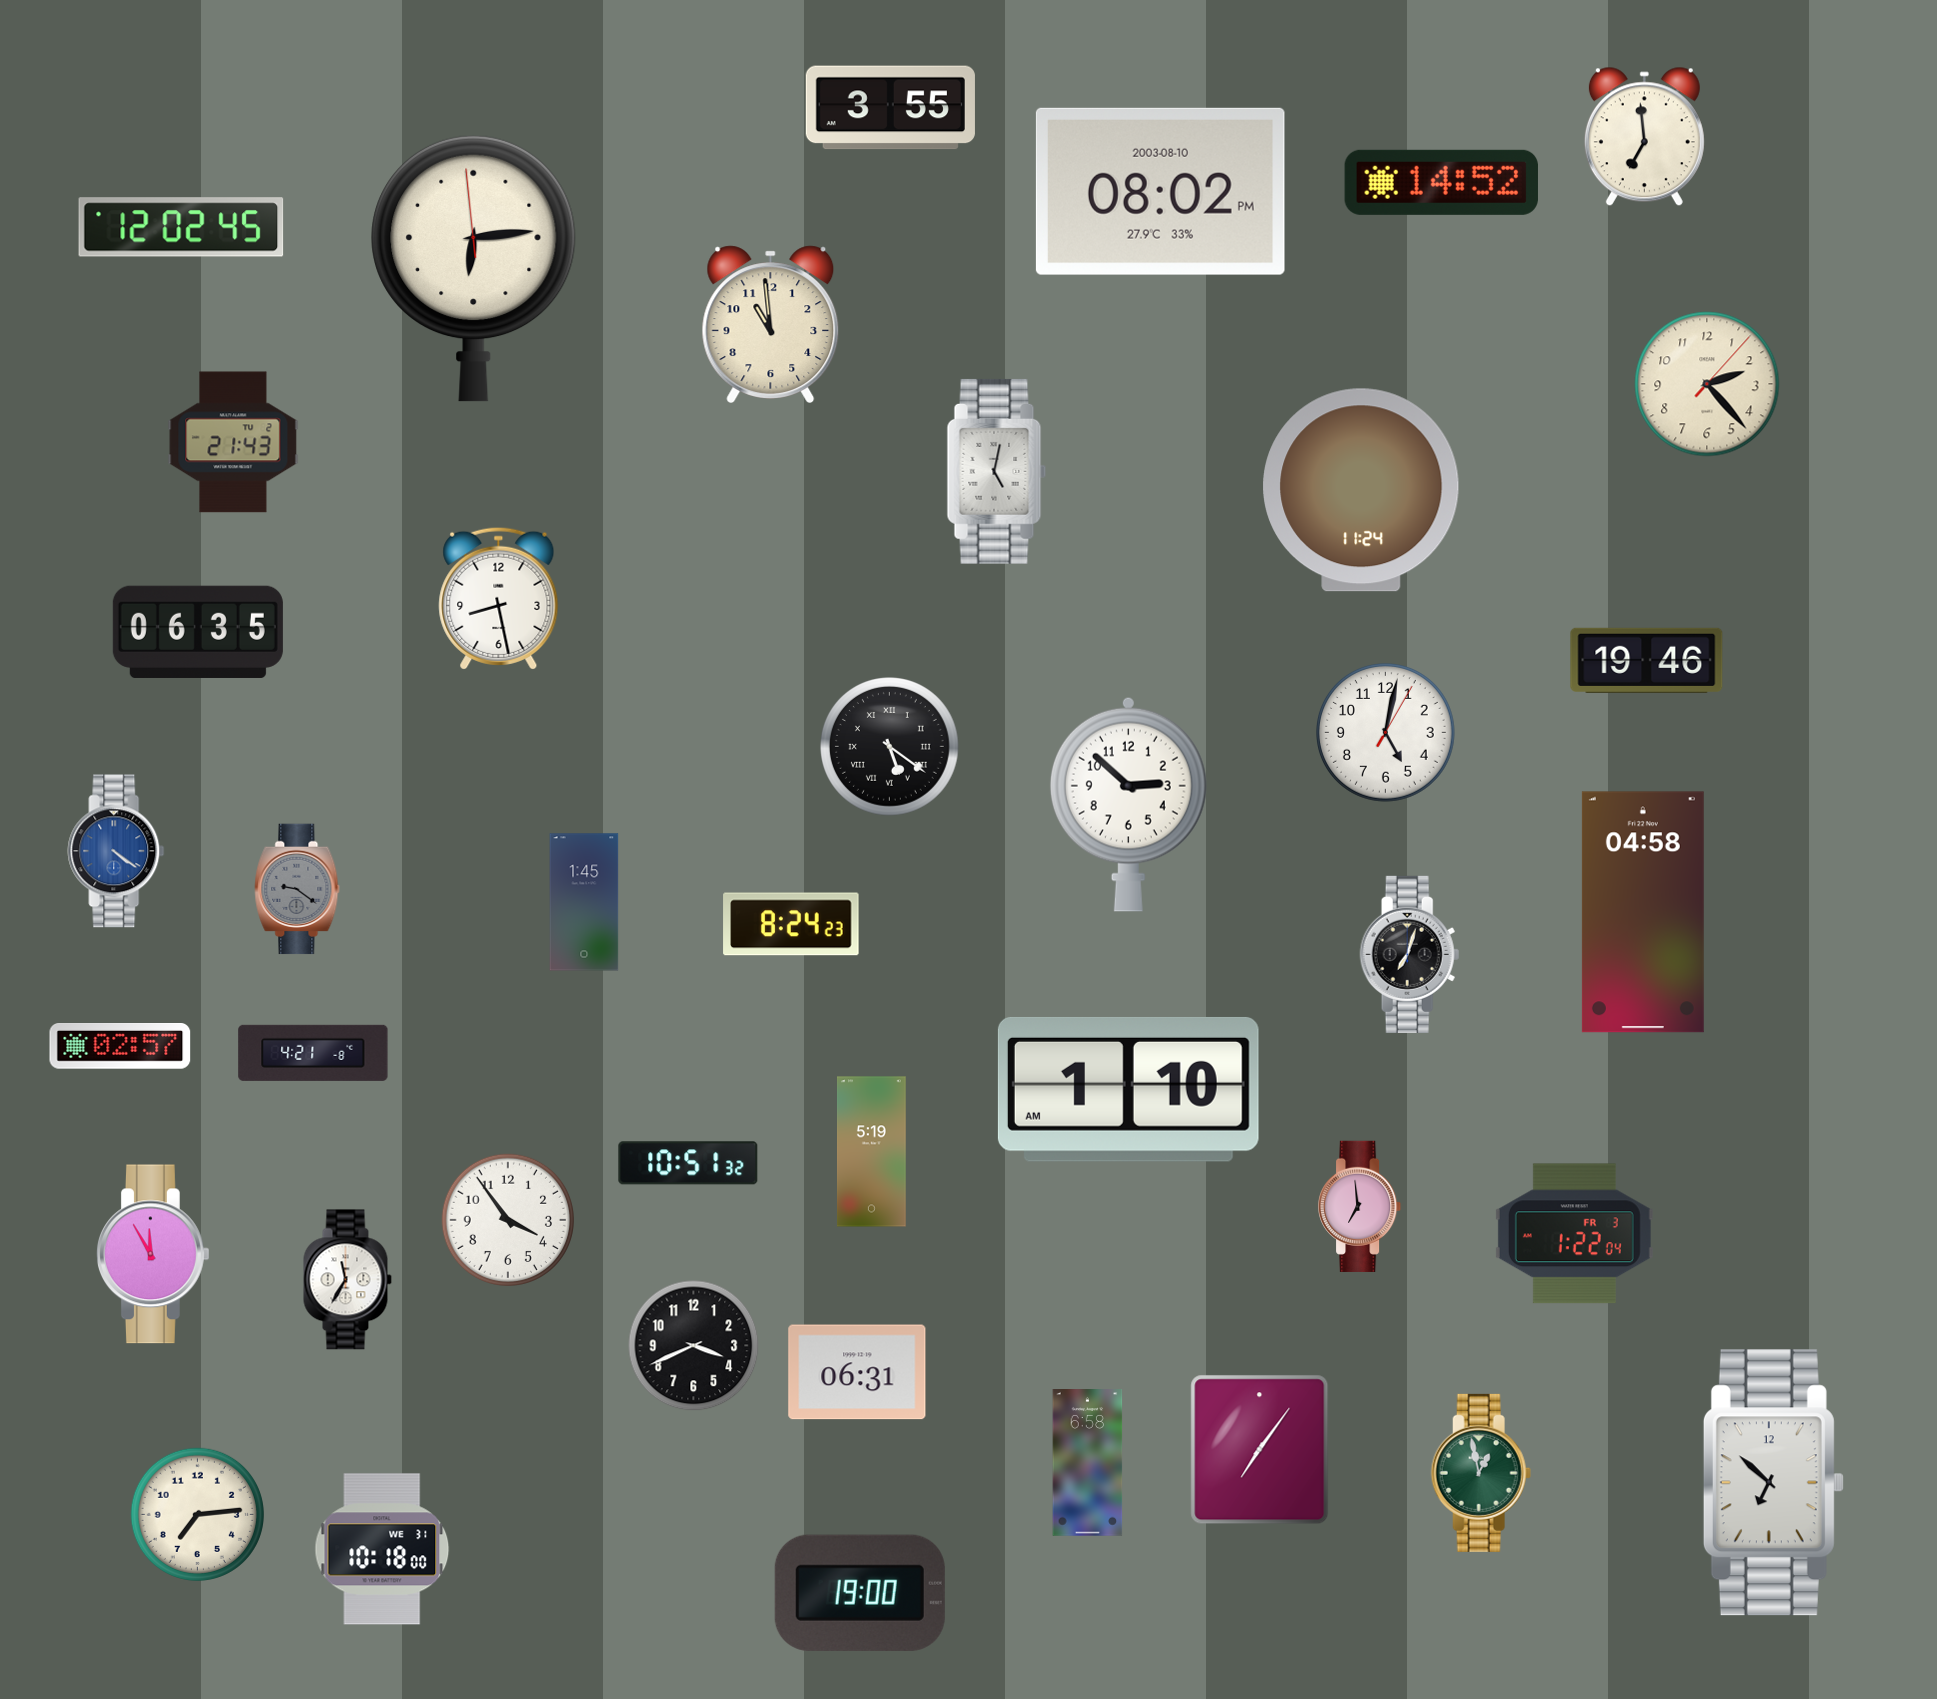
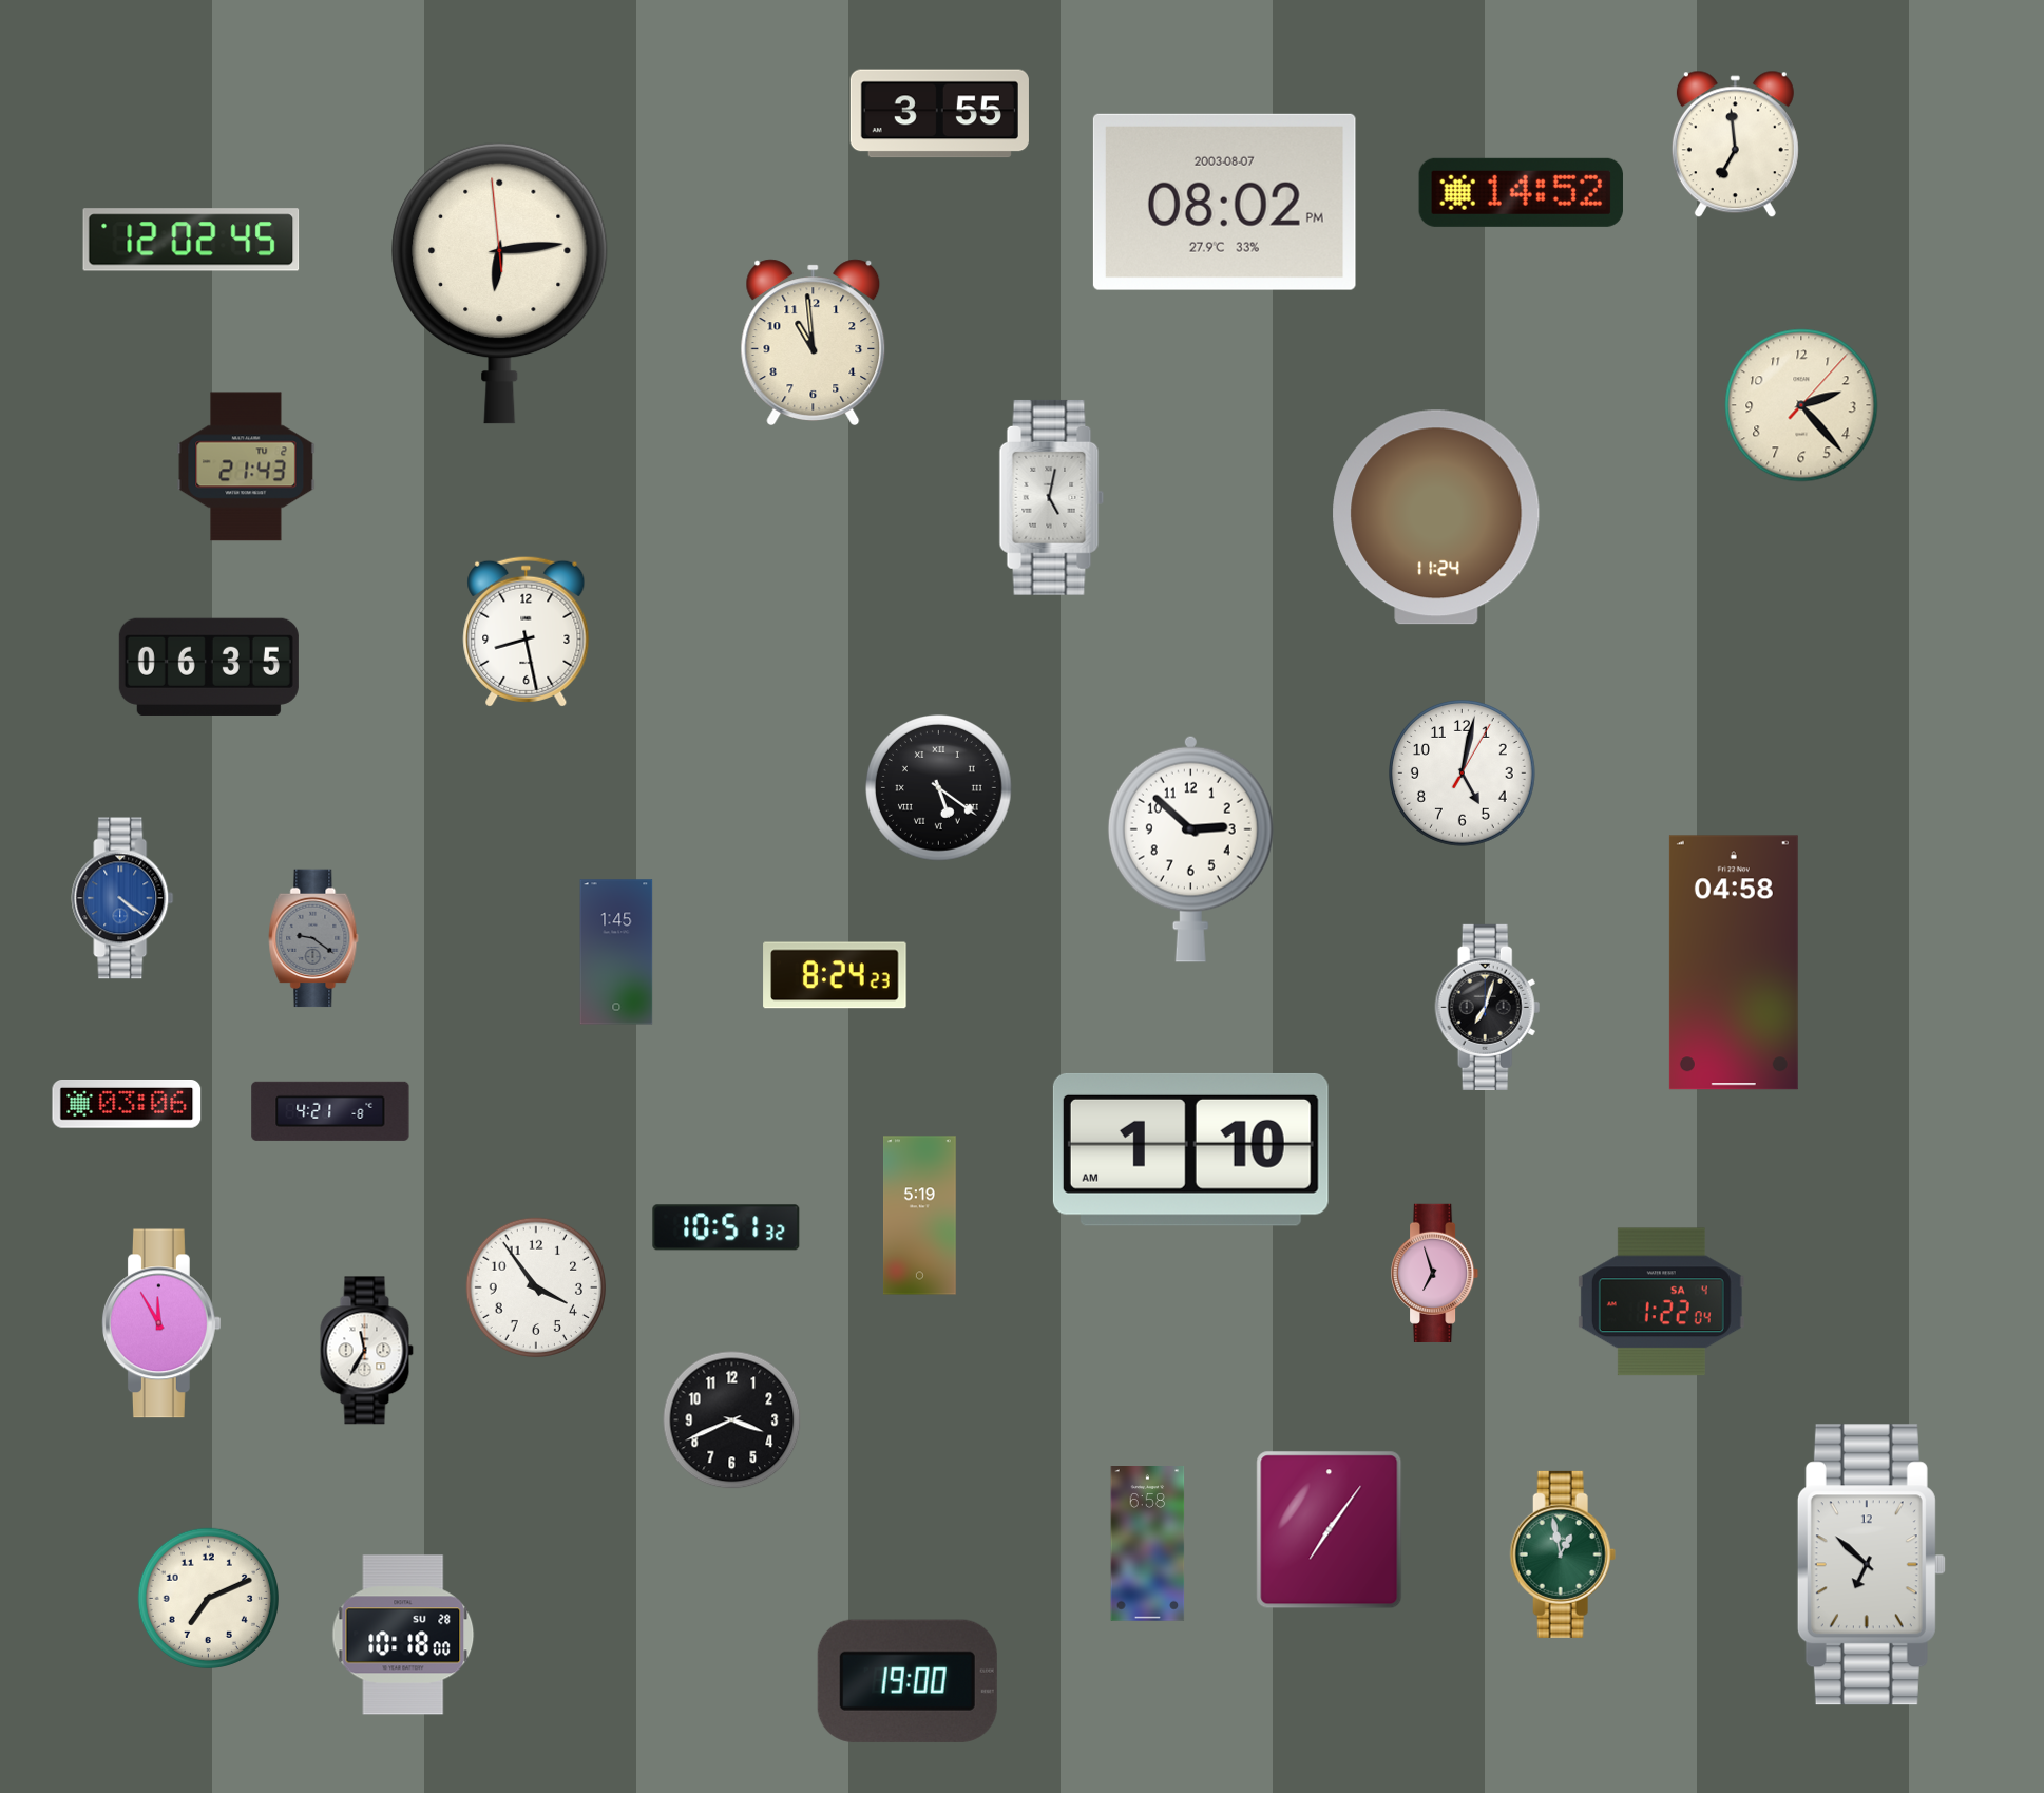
clock at (1160, 191) date: 2003-08-10 -> 2003-08-07
clock at (1647, 660): 19:46 -> none
clock at (120, 1047): 02:57 -> 03:06
clock at (1361, 1206): 6:59 -> 6:57
clock at (1574, 1234) date: FR 3 -> SA 4
clock at (857, 1372): 06:31 -> none
clock at (197, 1514): 7:14 -> 7:11
clock at (382, 1549) date: WE 31 -> SU 28
